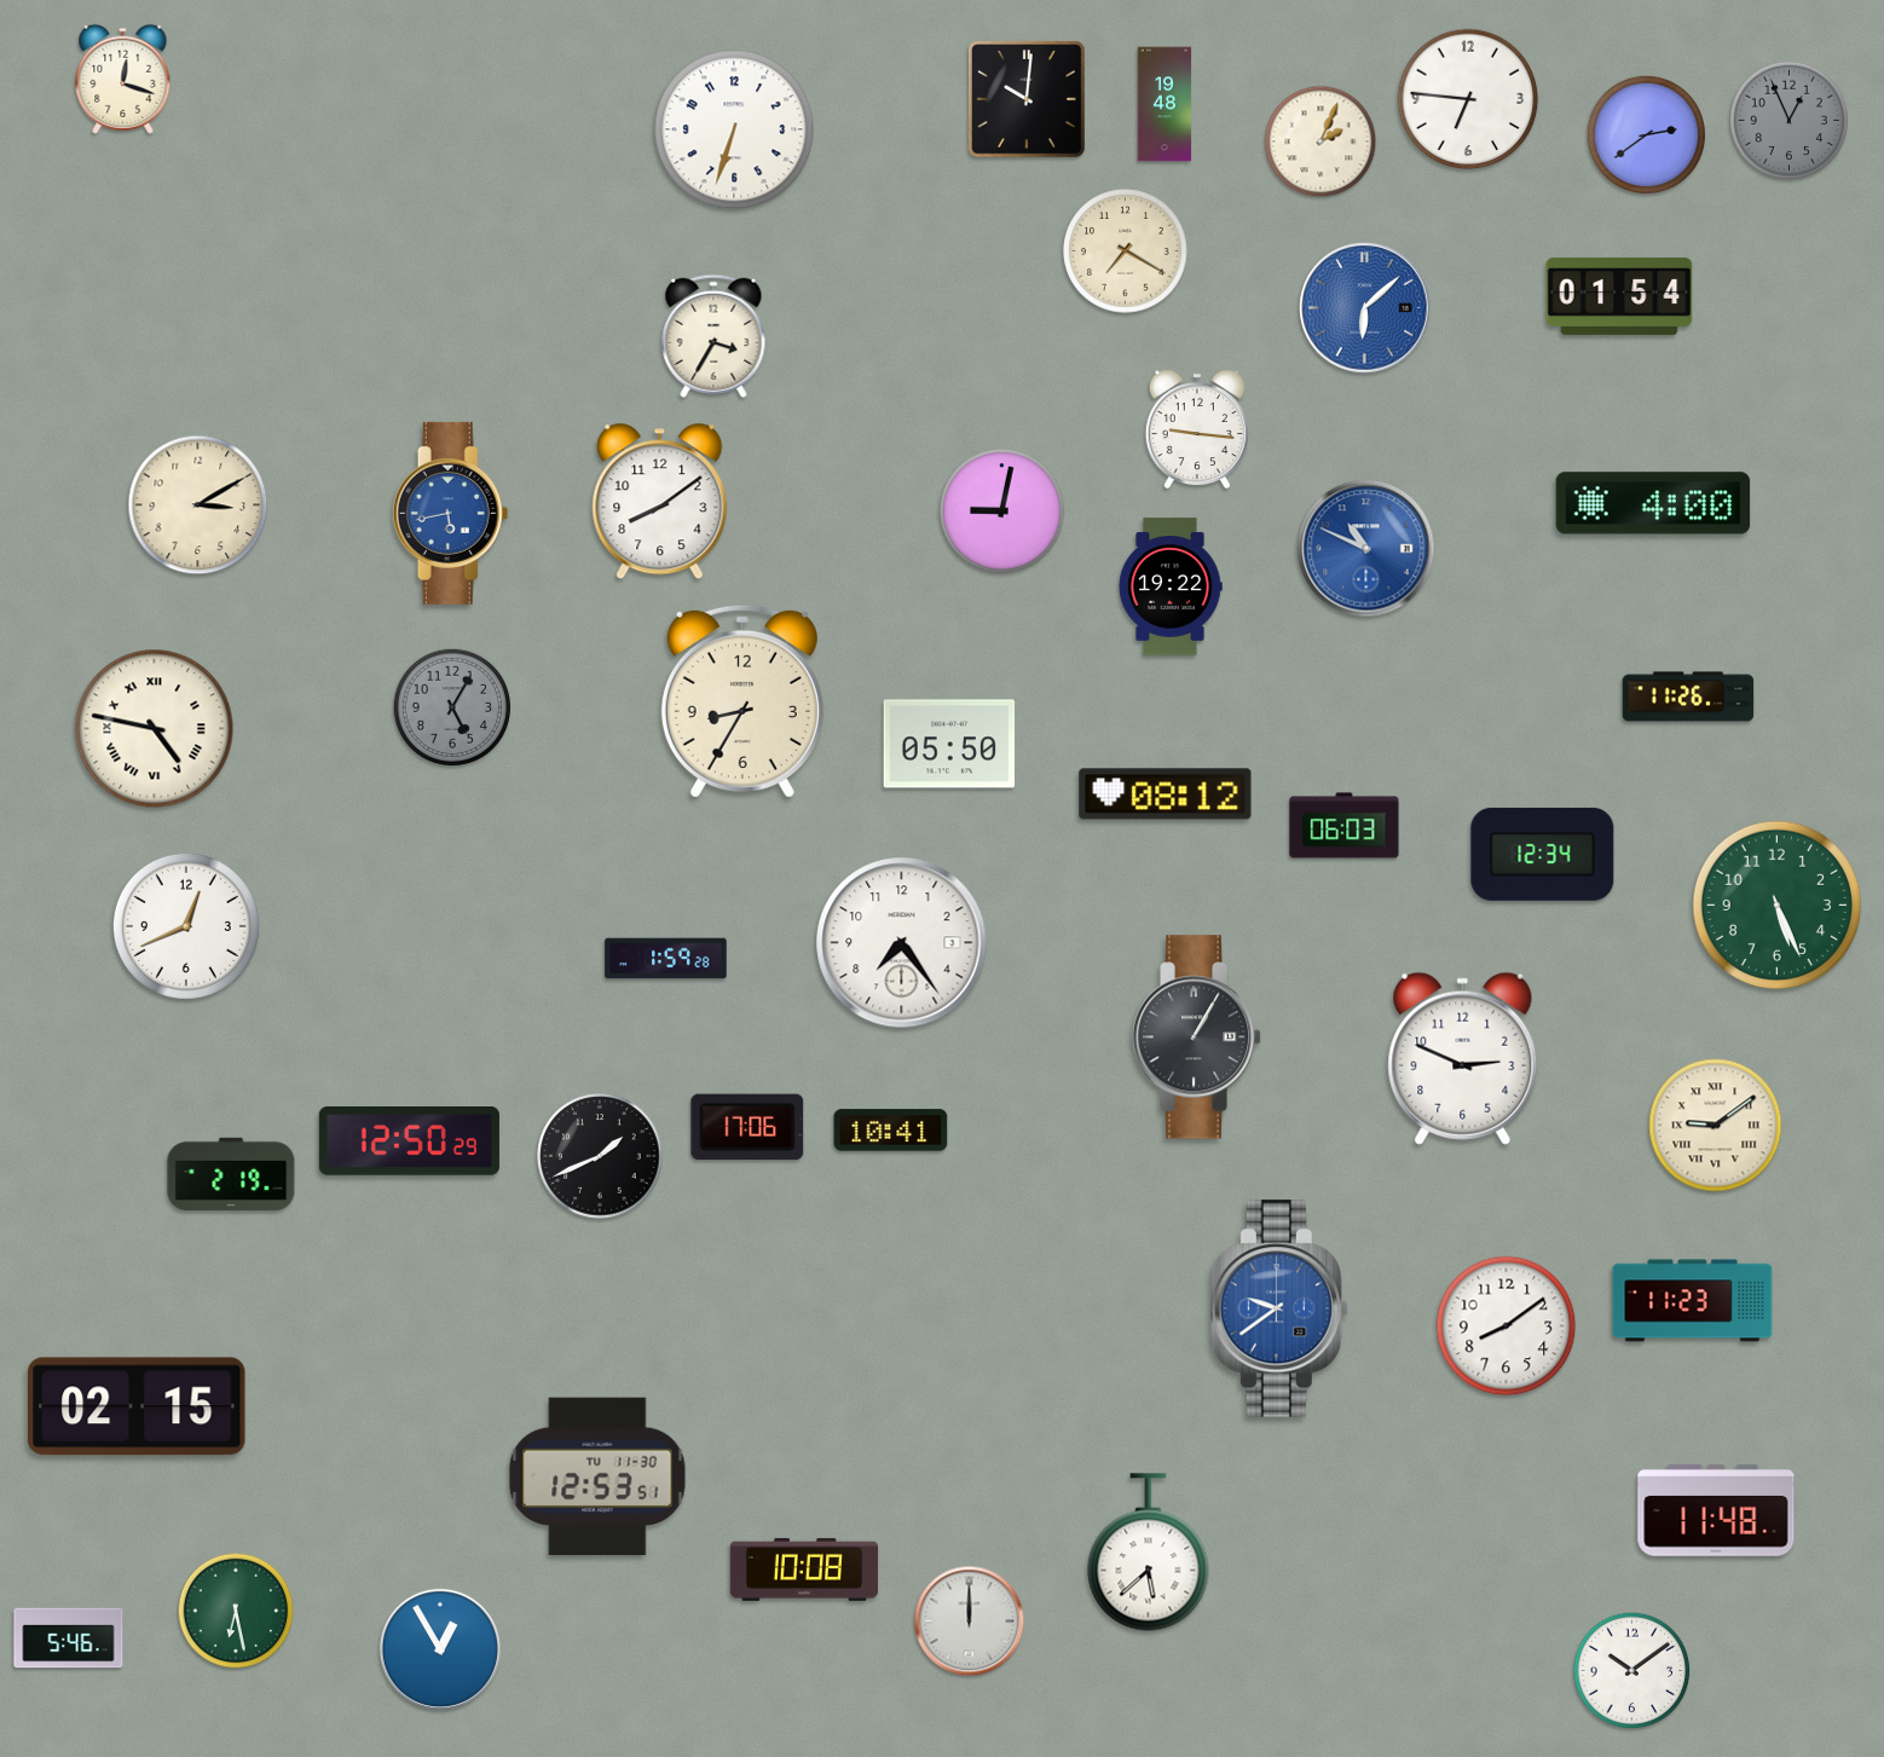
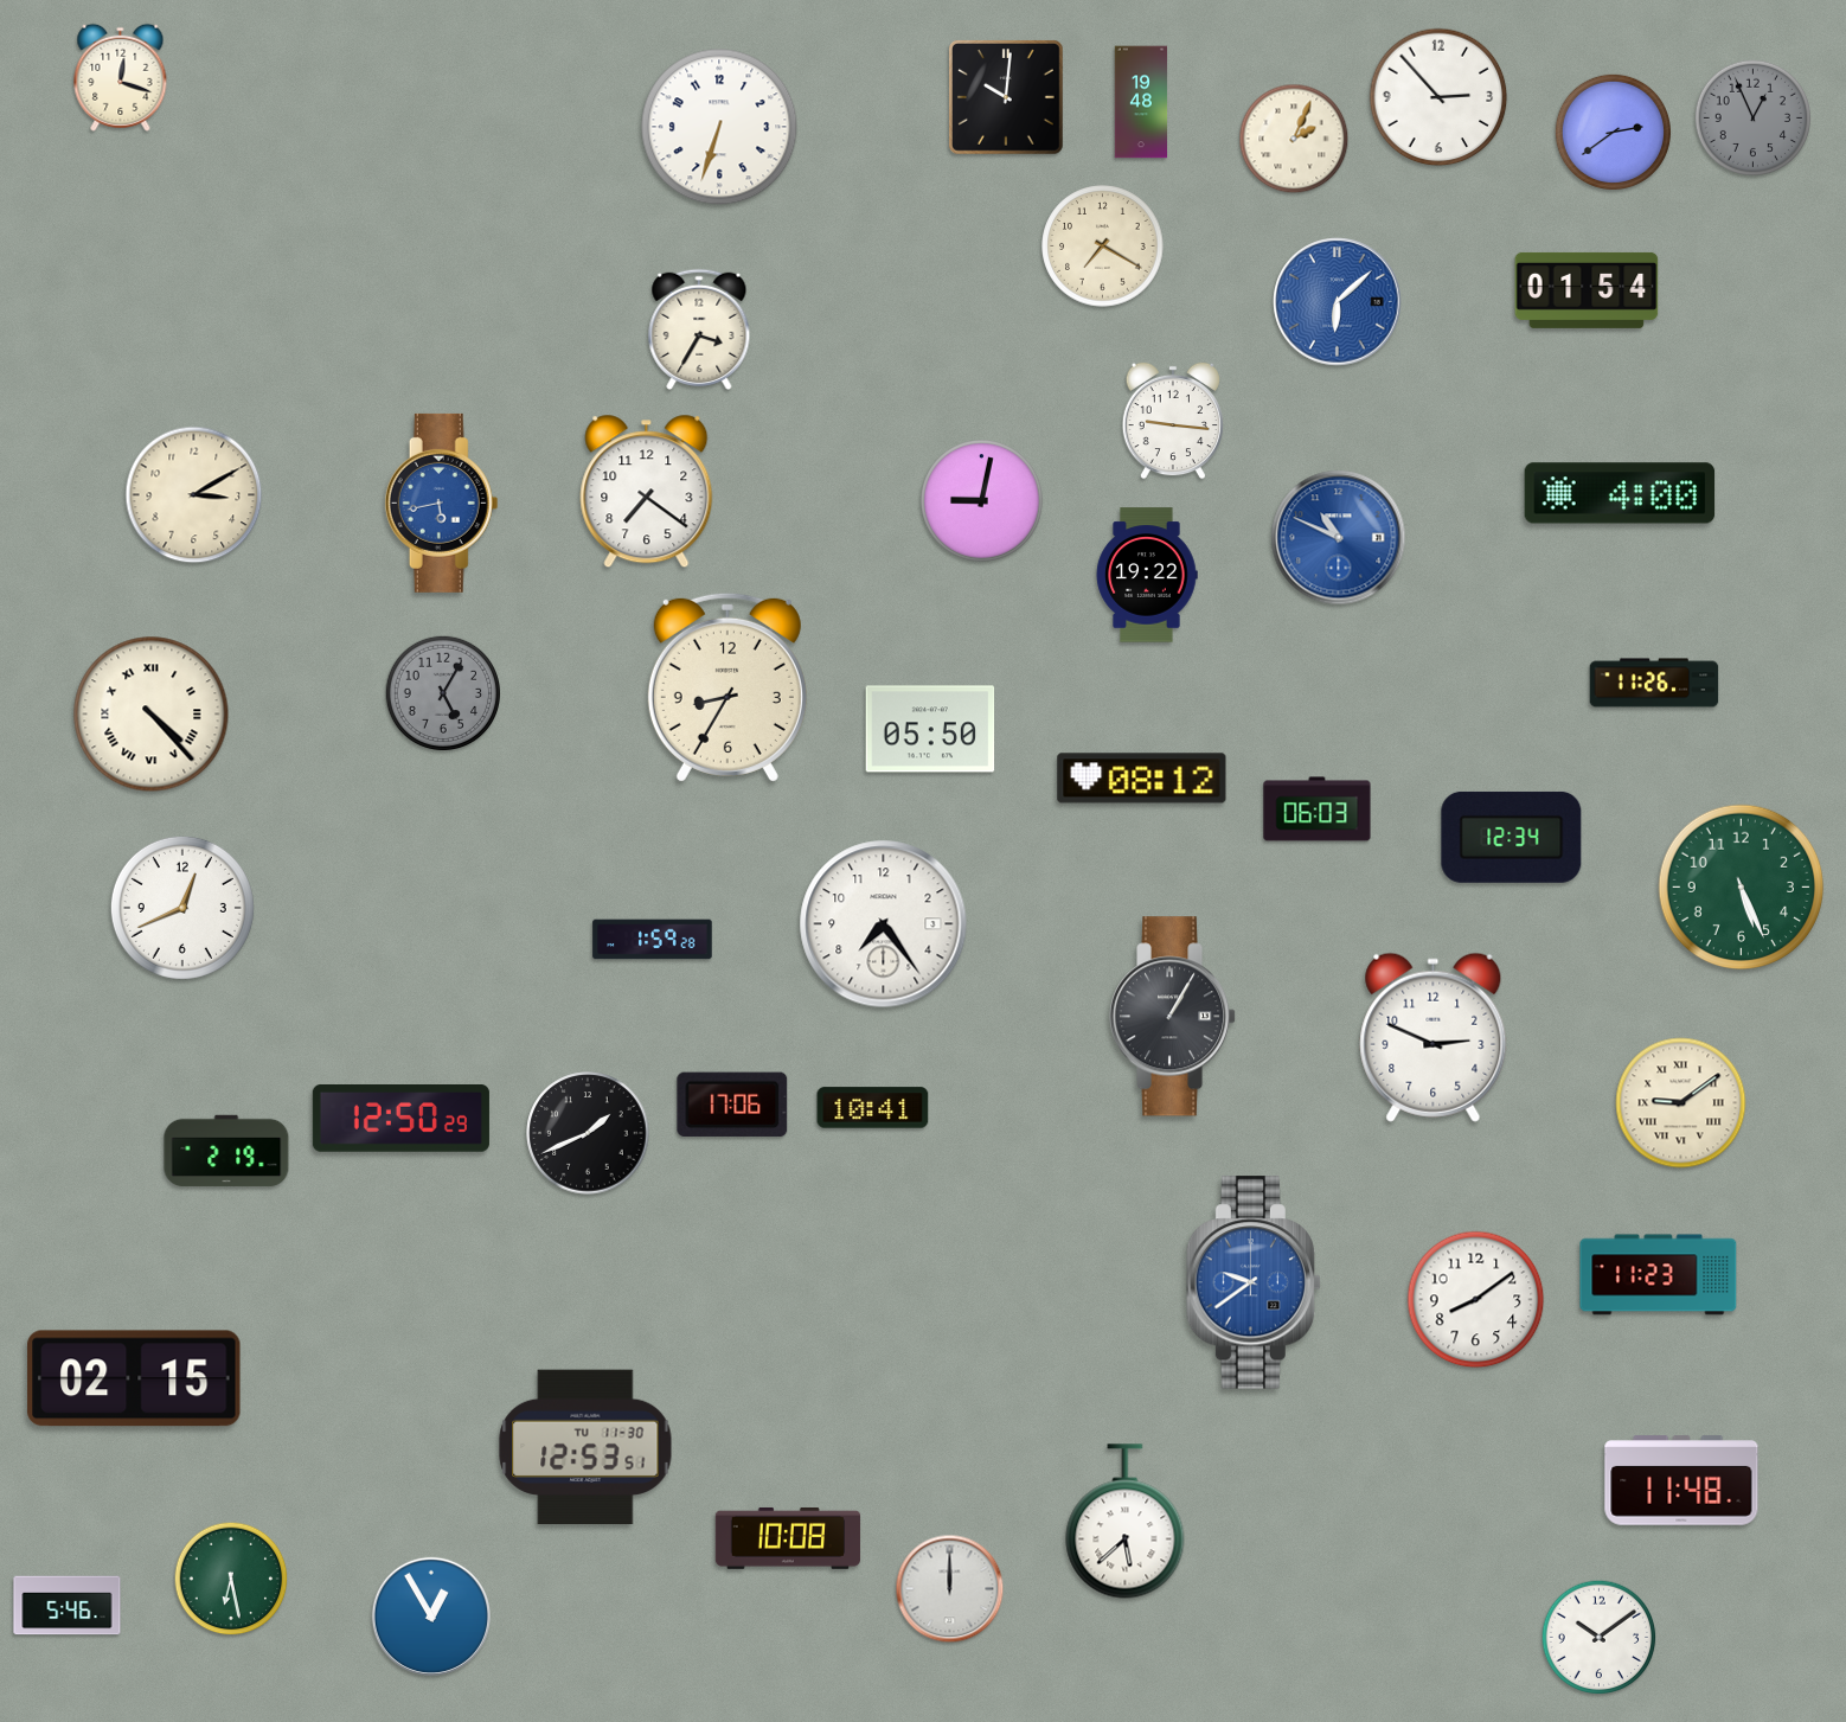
clock at (1468, 99): 6:46 -> 2:53
clock at (660, 502): 8:09 -> 7:21
clock at (155, 729): 4:47 -> 4:23
